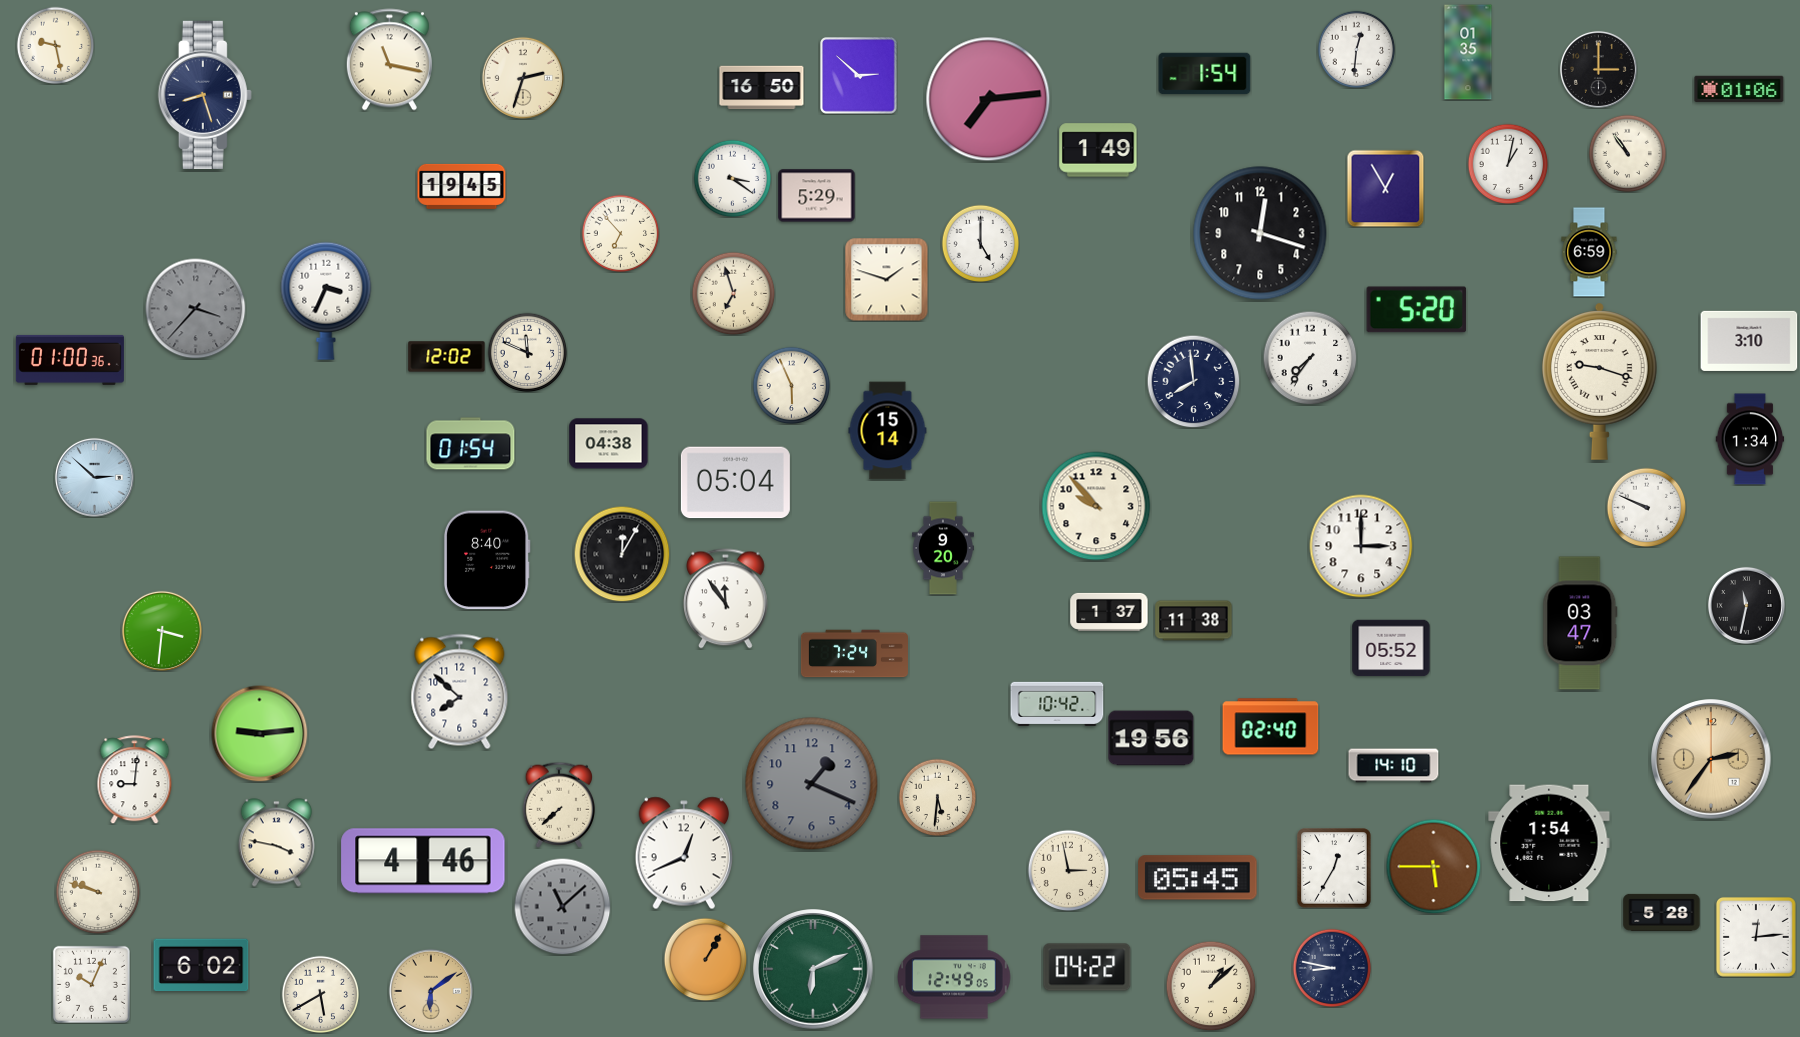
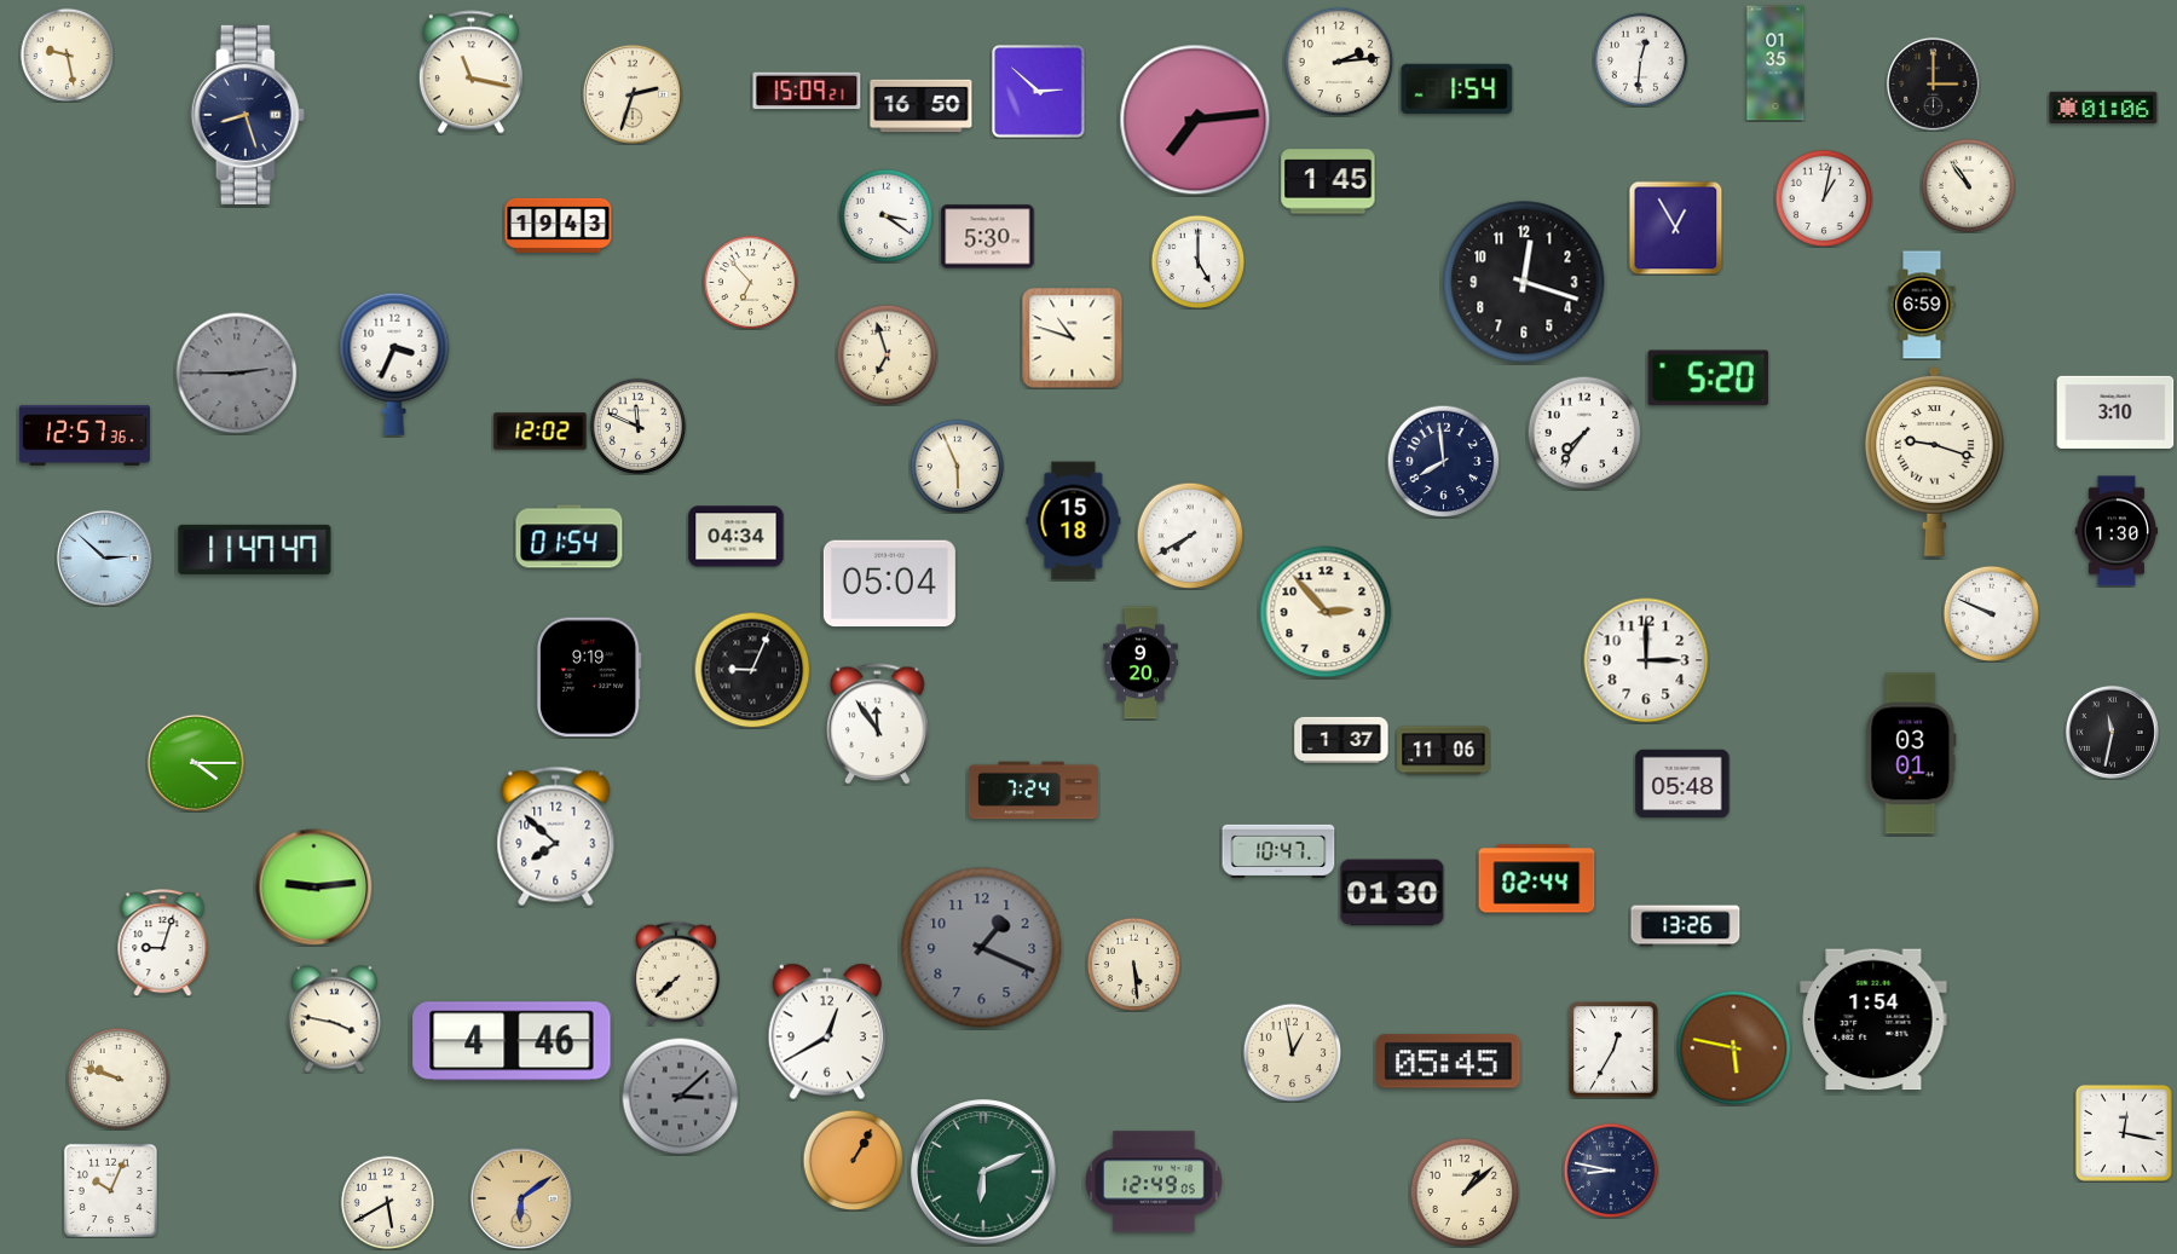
clock at (1339, 62): none -> 2:14
clock at (807, 91): none -> 15:09
clock at (1098, 150): 1:49 -> 1:45
clock at (462, 186): 19:45 -> 19:43
clock at (817, 196): 5:29 -> 5:30
clock at (980, 243) position: (980, 243) -> (1197, 261)
clock at (887, 280): 1:48 -> 10:48
clock at (196, 309): 3:37 -> 2:45
clock at (1417, 310) position: (1417, 310) -> (1709, 378)
clock at (70, 360): 01:00 -> 12:57
clock at (888, 431): 15:14 -> 15:18
clock at (1750, 439): 1:34 -> 1:30
clock at (1190, 536): none -> 7:40
clock at (609, 444): 04:38 -> 04:34
clock at (255, 549): none -> 11:47
clock at (94, 477) position: (94, 477) -> (104, 557)
clock at (1096, 506): 9:53 -> 2:53
clock at (622, 554): 12:05 -> 9:04
clock at (487, 560): 8:40 -> 9:19
clock at (1194, 621): 11:38 -> 11:06
clock at (1580, 623): 03:47 -> 03:01
clock at (162, 631): 3:31 -> 4:15
clock at (1391, 648): 05:52 -> 05:48
clock at (1057, 704): 10:42 -> 10:47
clock at (1271, 727): 02:40 -> 02:44
clock at (1151, 738): 19:56 -> 01:30
clock at (1711, 759): 2:36 -> none
clock at (1394, 766): 14:10 -> 13:26
clock at (135, 780): 9:01 -> 9:03
clock at (937, 797): 5:31 -> 5:29
clock at (683, 853): 12:41 -> 12:40
clock at (1433, 866): 5:45 -> 5:47
clock at (1068, 870): 2:58 -> 12:58
clock at (562, 906): 11:08 -> 3:08
clock at (1662, 912): 5:28 -> none
clock at (1756, 937): 12:14 -> 12:17
clock at (201, 965): 6:02 -> none
clock at (1087, 967): 04:22 -> none
